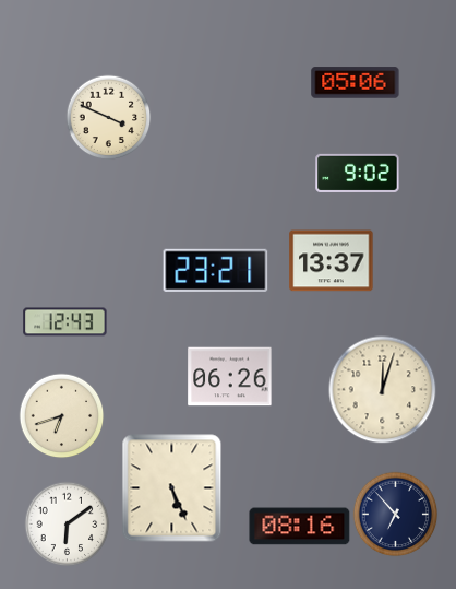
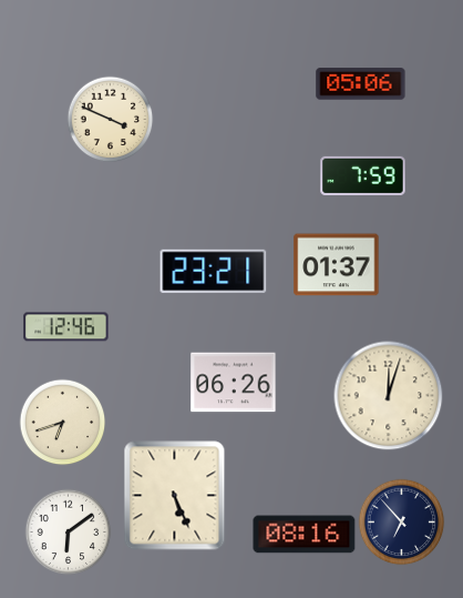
clock at (358, 173): 9:02 -> 7:59
clock at (332, 261): 13:37 -> 01:37
clock at (216, 270) position: (216, 270) -> (214, 271)
clock at (65, 322): 12:43 -> 12:46
